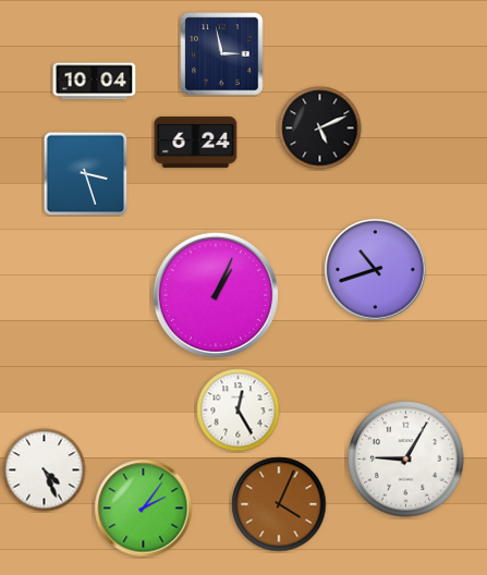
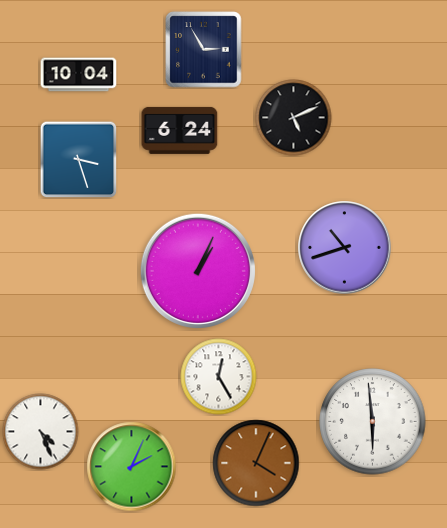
clock at (222, 54): 2:58 -> 2:55
clock at (95, 82) position: (95, 82) -> (79, 75)
clock at (406, 460): 9:05 -> 5:59
clock at (144, 509): 2:06 -> 2:04
